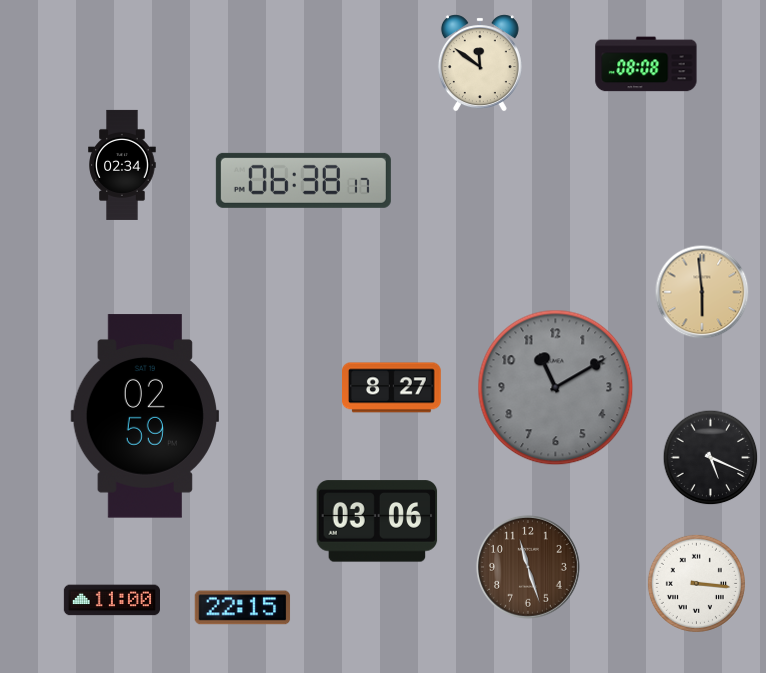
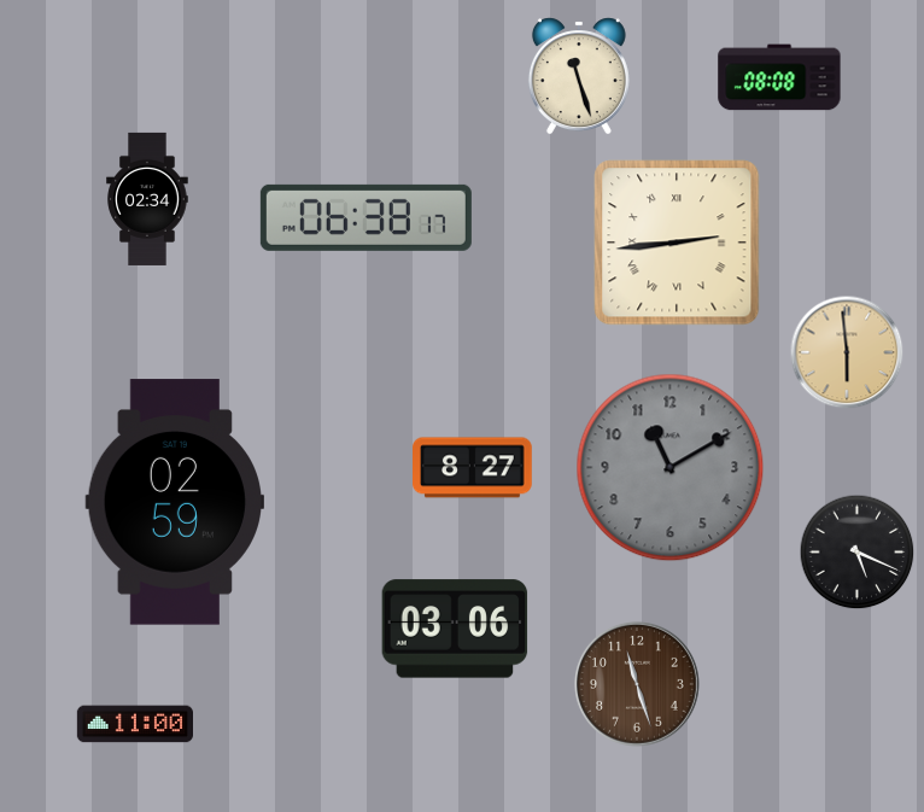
clock at (480, 63): 11:51 -> 11:27
clock at (677, 243): none -> 2:44
clock at (696, 583): 3:16 -> none
clock at (243, 608): 22:15 -> none
